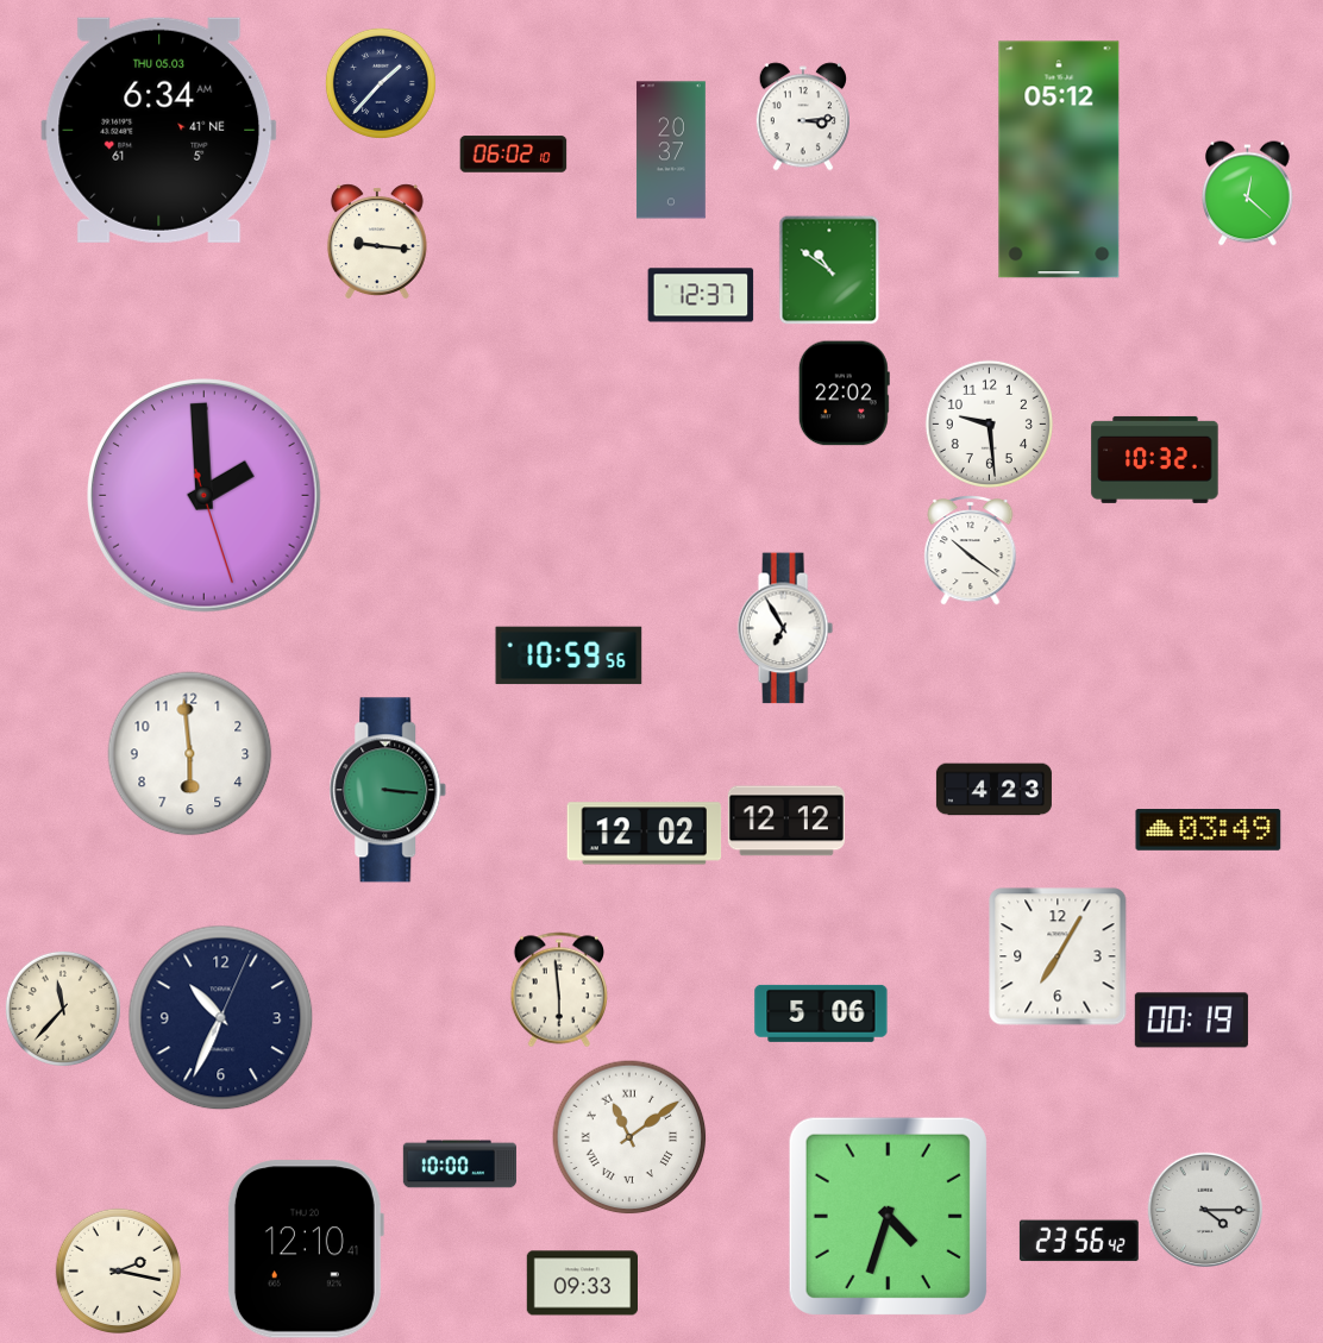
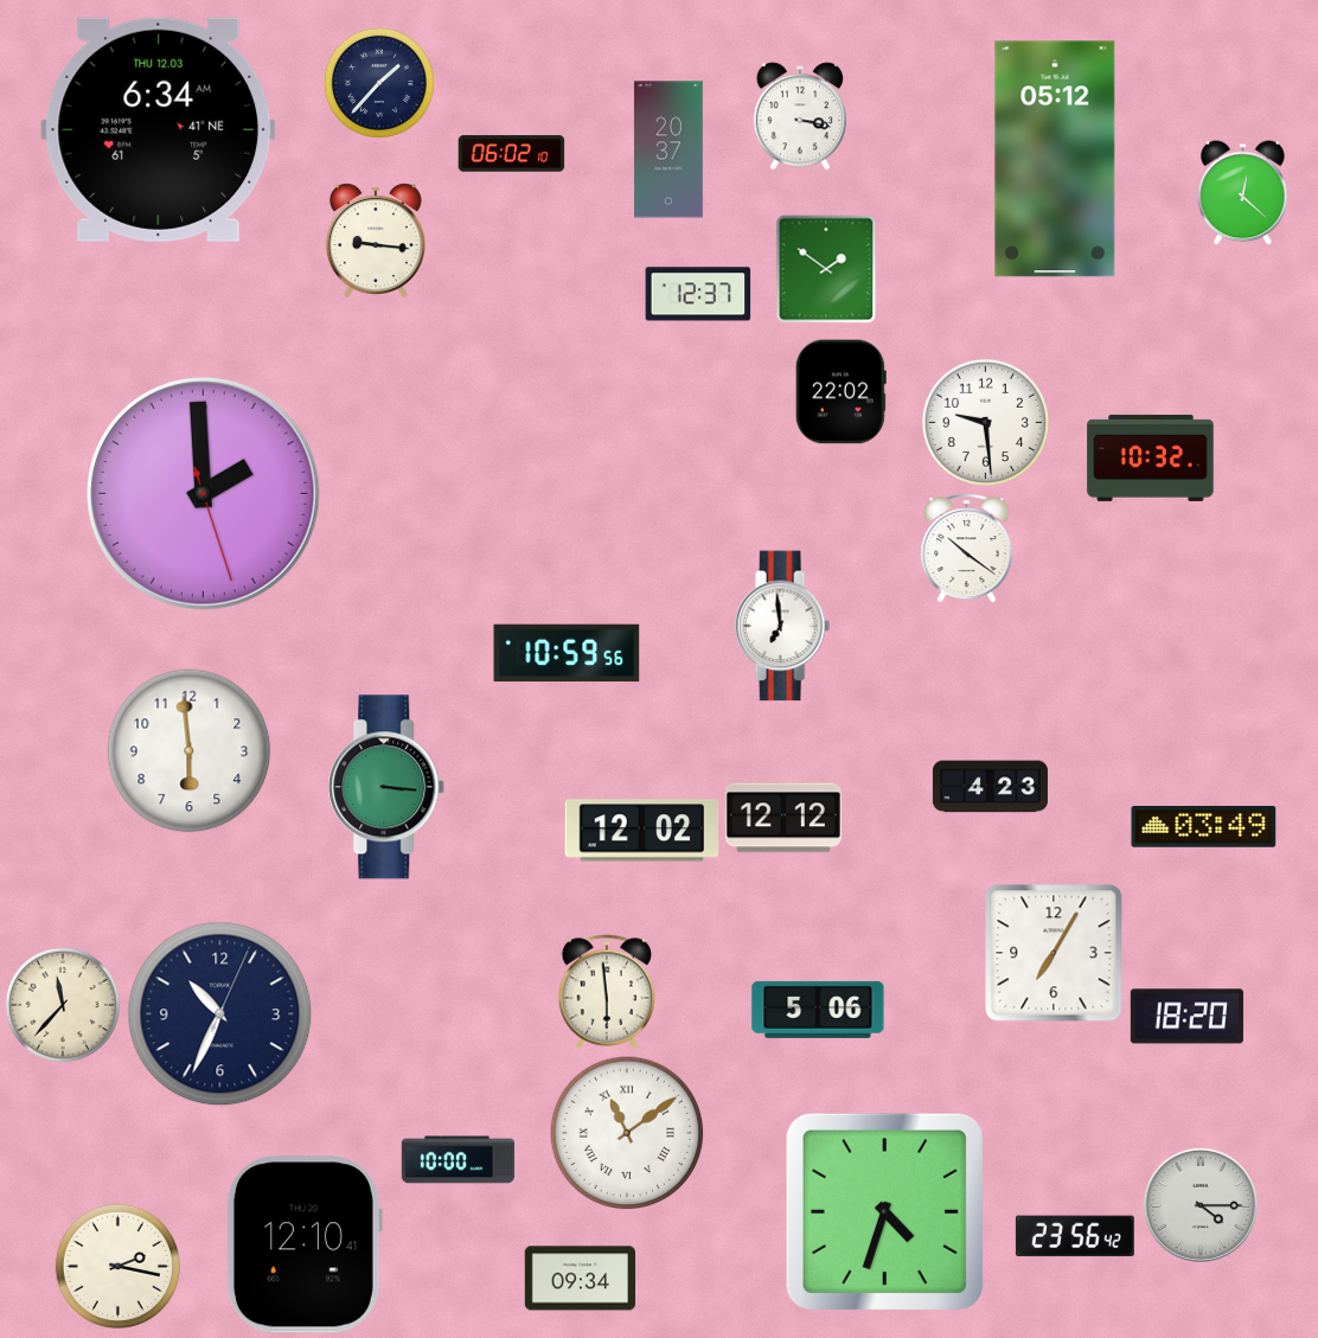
clock at (802, 117): 3:14 -> 3:17
clock at (159, 130) date: THU 05.03 -> THU 12.03
clock at (829, 270): 10:51 -> 1:51
clock at (785, 628): 6:55 -> 6:59
clock at (558, 990) position: (558, 990) -> (606, 992)
clock at (1191, 1021): 00:19 -> 18:20
clock at (583, 1284): 09:33 -> 09:34
